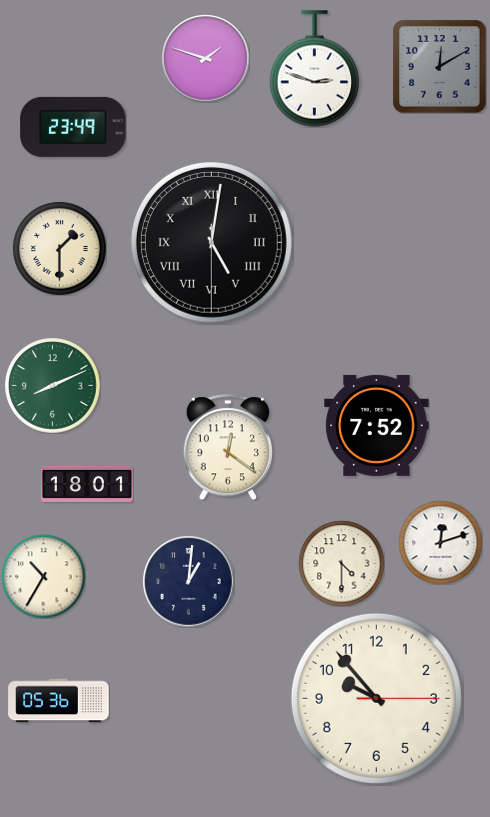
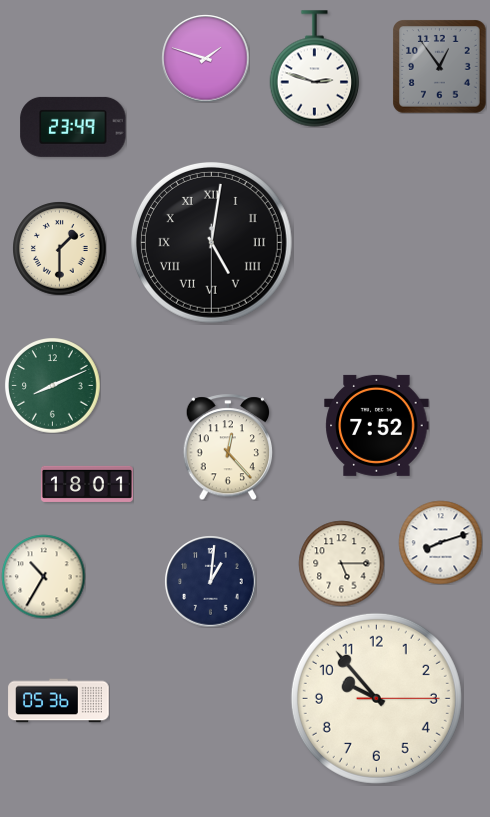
clock at (439, 66): 12:10 -> 12:54
clock at (227, 447): 12:21 -> 12:23
clock at (440, 542): 12:12 -> 8:12
clock at (341, 563): 4:30 -> 5:15
clock at (188, 581) position: (188, 581) -> (210, 581)
